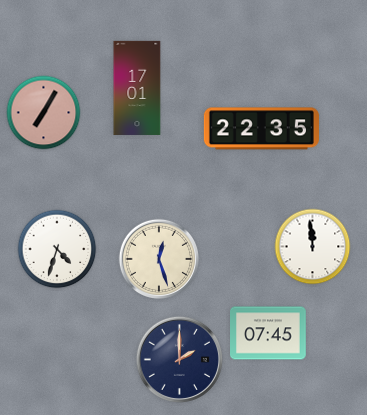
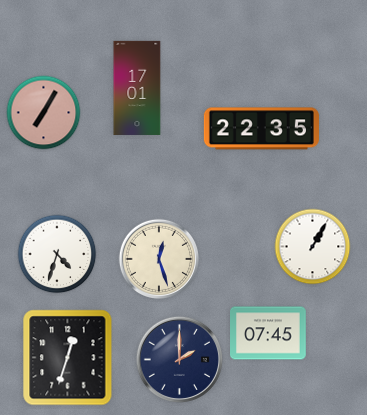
clock at (313, 247): 11:59 -> 1:05
clock at (57, 249) position: (57, 249) -> (57, 254)
clock at (68, 358): none -> 12:33
